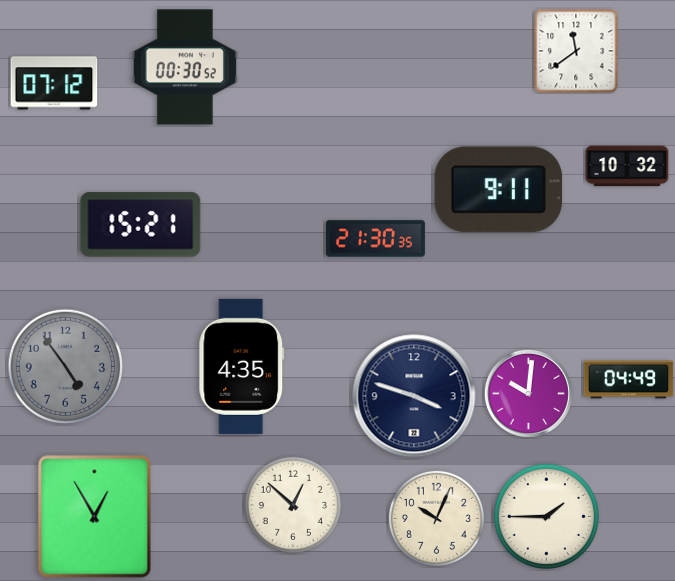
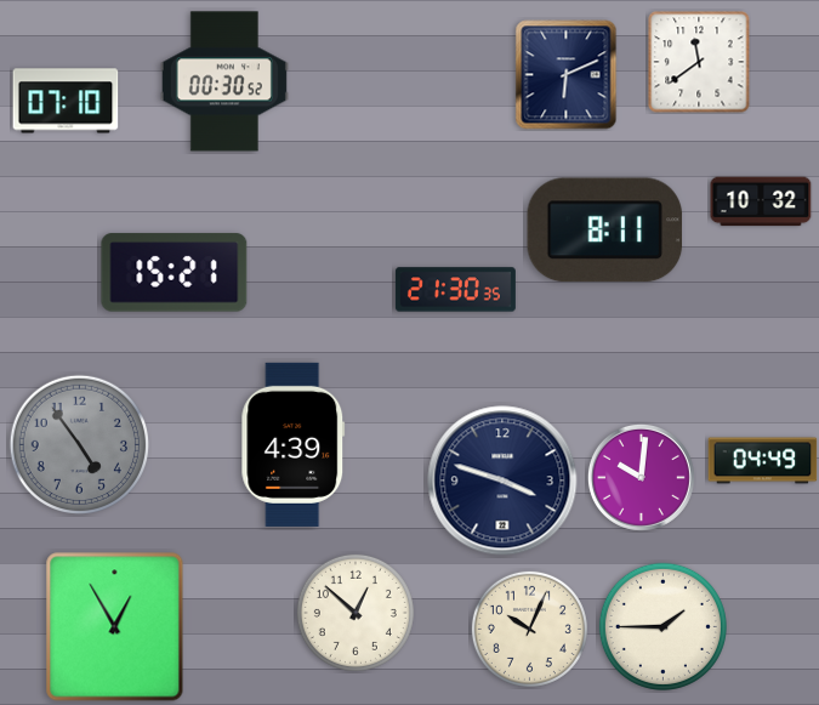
clock at (567, 75): none -> 6:11
clock at (54, 83): 07:12 -> 07:10
clock at (499, 190): 9:11 -> 8:11
clock at (141, 225) position: (141, 225) -> (175, 273)
clock at (242, 366): 4:35 -> 4:39
